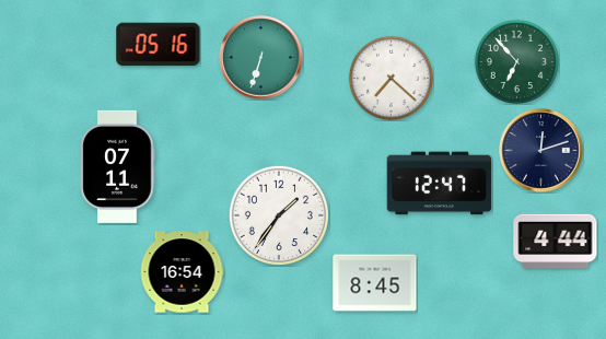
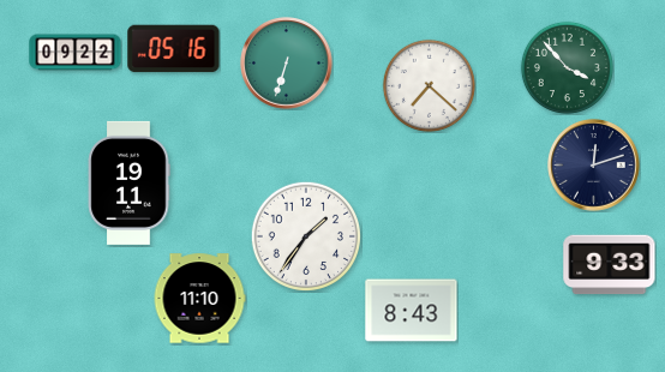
clock at (76, 53): none -> 09:22
clock at (516, 61): 6:53 -> 3:53
clock at (117, 166): 07:11 -> 19:11
clock at (440, 184): 12:47 -> none
clock at (556, 242): 4:44 -> 9:33
clock at (182, 272): 16:54 -> 11:10
clock at (375, 283): 8:45 -> 8:43
